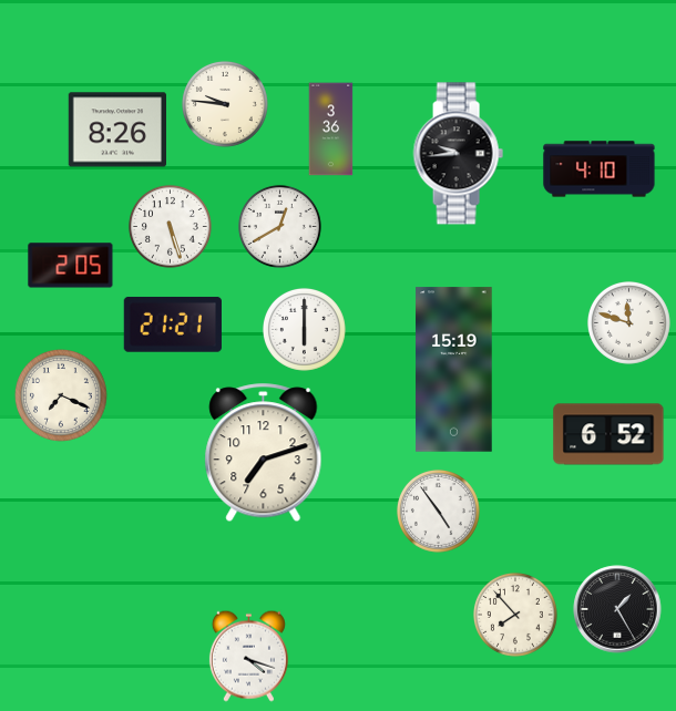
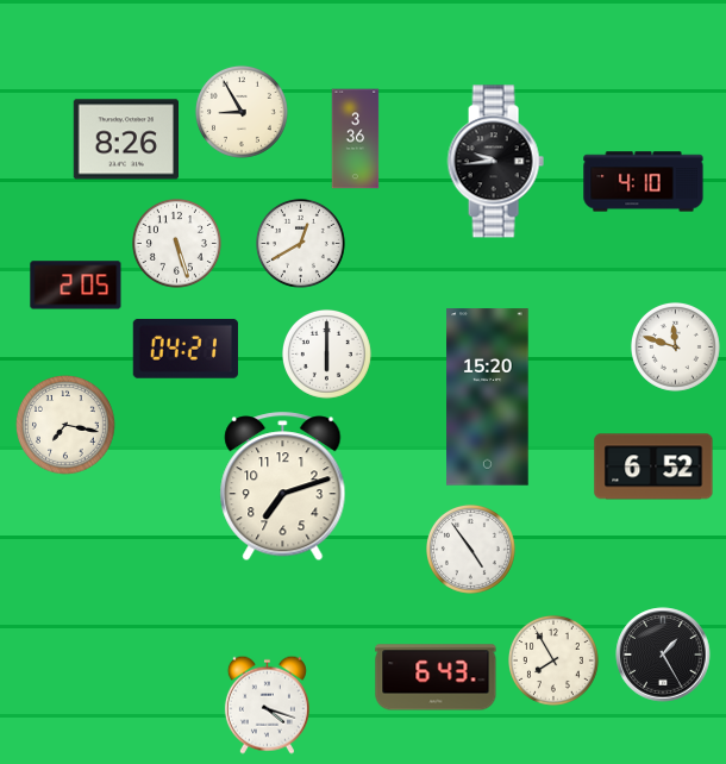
clock at (225, 104): 9:46 -> 8:55
clock at (458, 154) position: (458, 154) -> (495, 162)
clock at (170, 226) position: (170, 226) -> (176, 243)
clock at (173, 324): 21:21 -> 04:21
clock at (454, 370): 15:19 -> 15:20
clock at (62, 396): 7:19 -> 7:17
clock at (515, 615): 7:53 -> 7:55
clock at (436, 677): none -> 6:43
